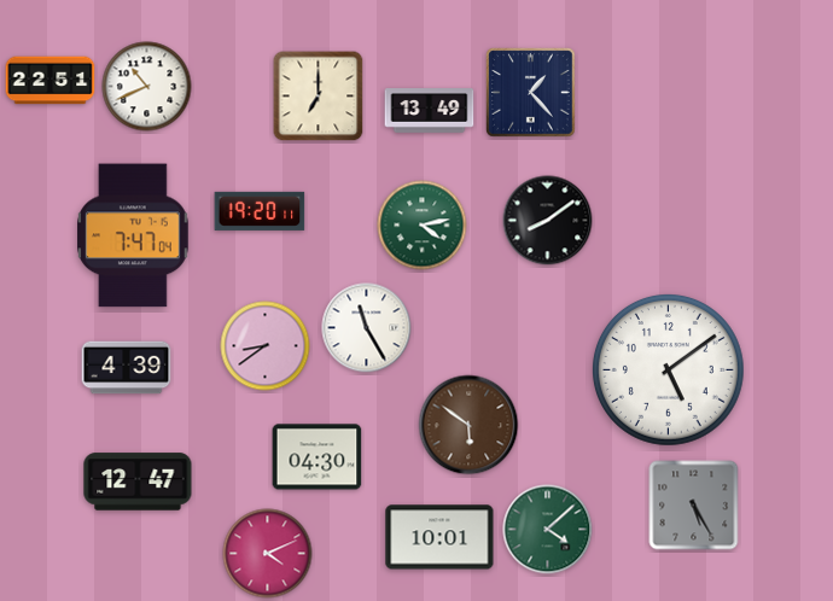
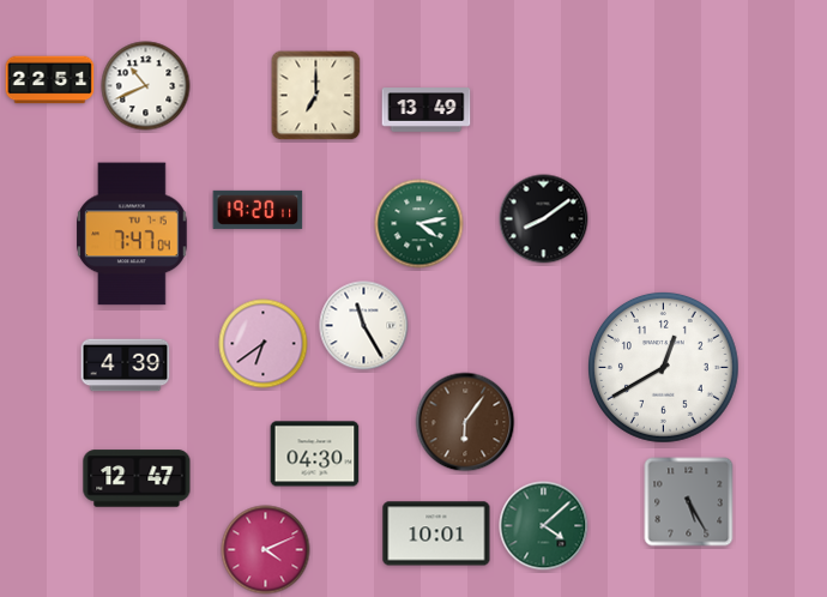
clock at (531, 93): 1:23 -> none
clock at (266, 346): 8:39 -> 6:39
clock at (669, 370): 5:09 -> 12:40
clock at (468, 425): 5:51 -> 6:06
